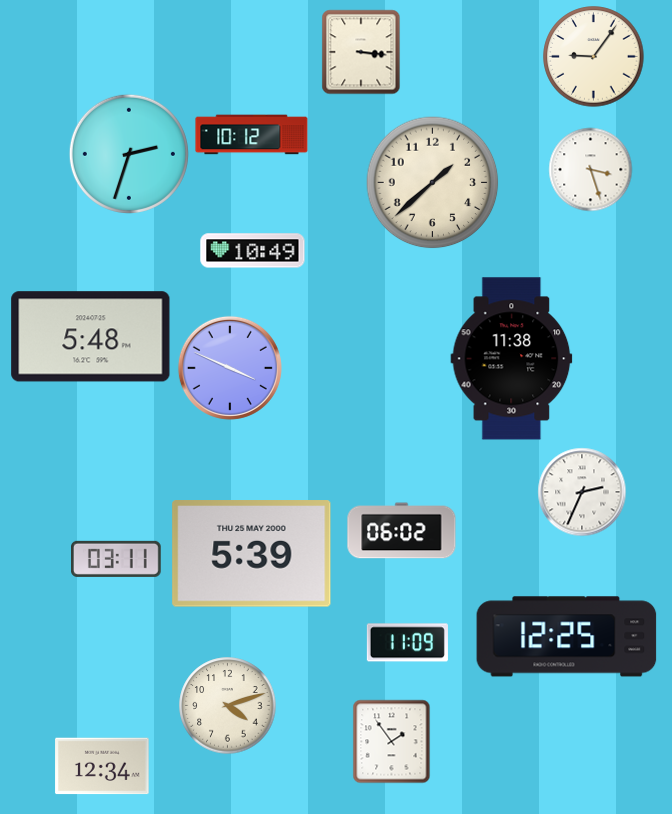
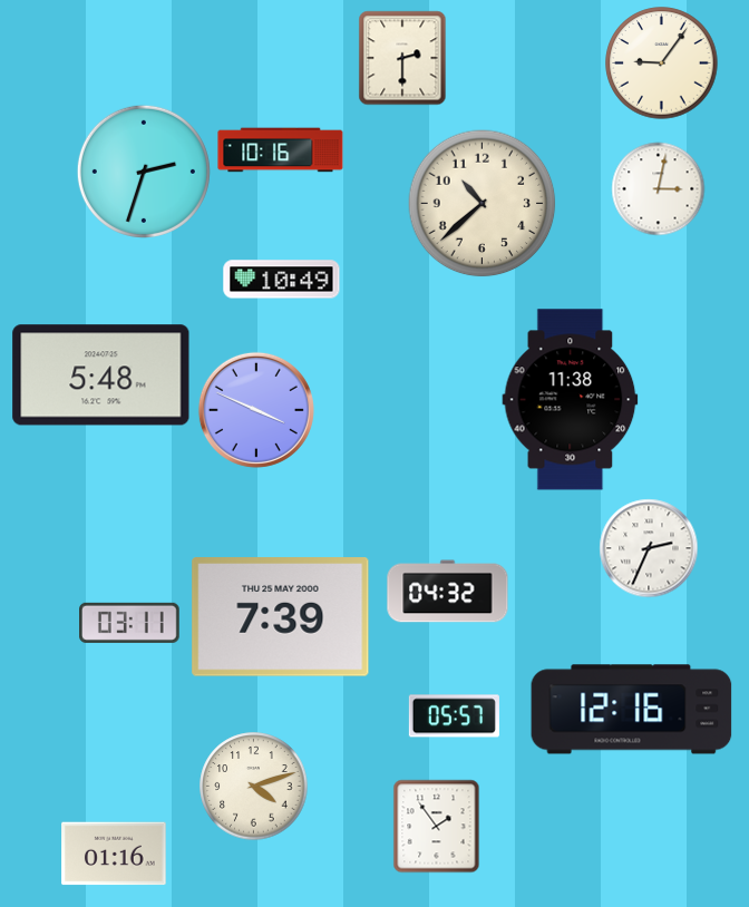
clock at (361, 52): 3:16 -> 2:30
clock at (252, 135): 10:12 -> 10:16
clock at (590, 169): 3:27 -> 3:02
clock at (433, 183): 1:38 -> 10:38
clock at (402, 531): 06:02 -> 04:32
clock at (252, 554): 5:39 -> 7:39
clock at (567, 637): 12:25 -> 12:16
clock at (407, 643): 11:09 -> 05:57
clock at (102, 766): 12:34 -> 01:16
